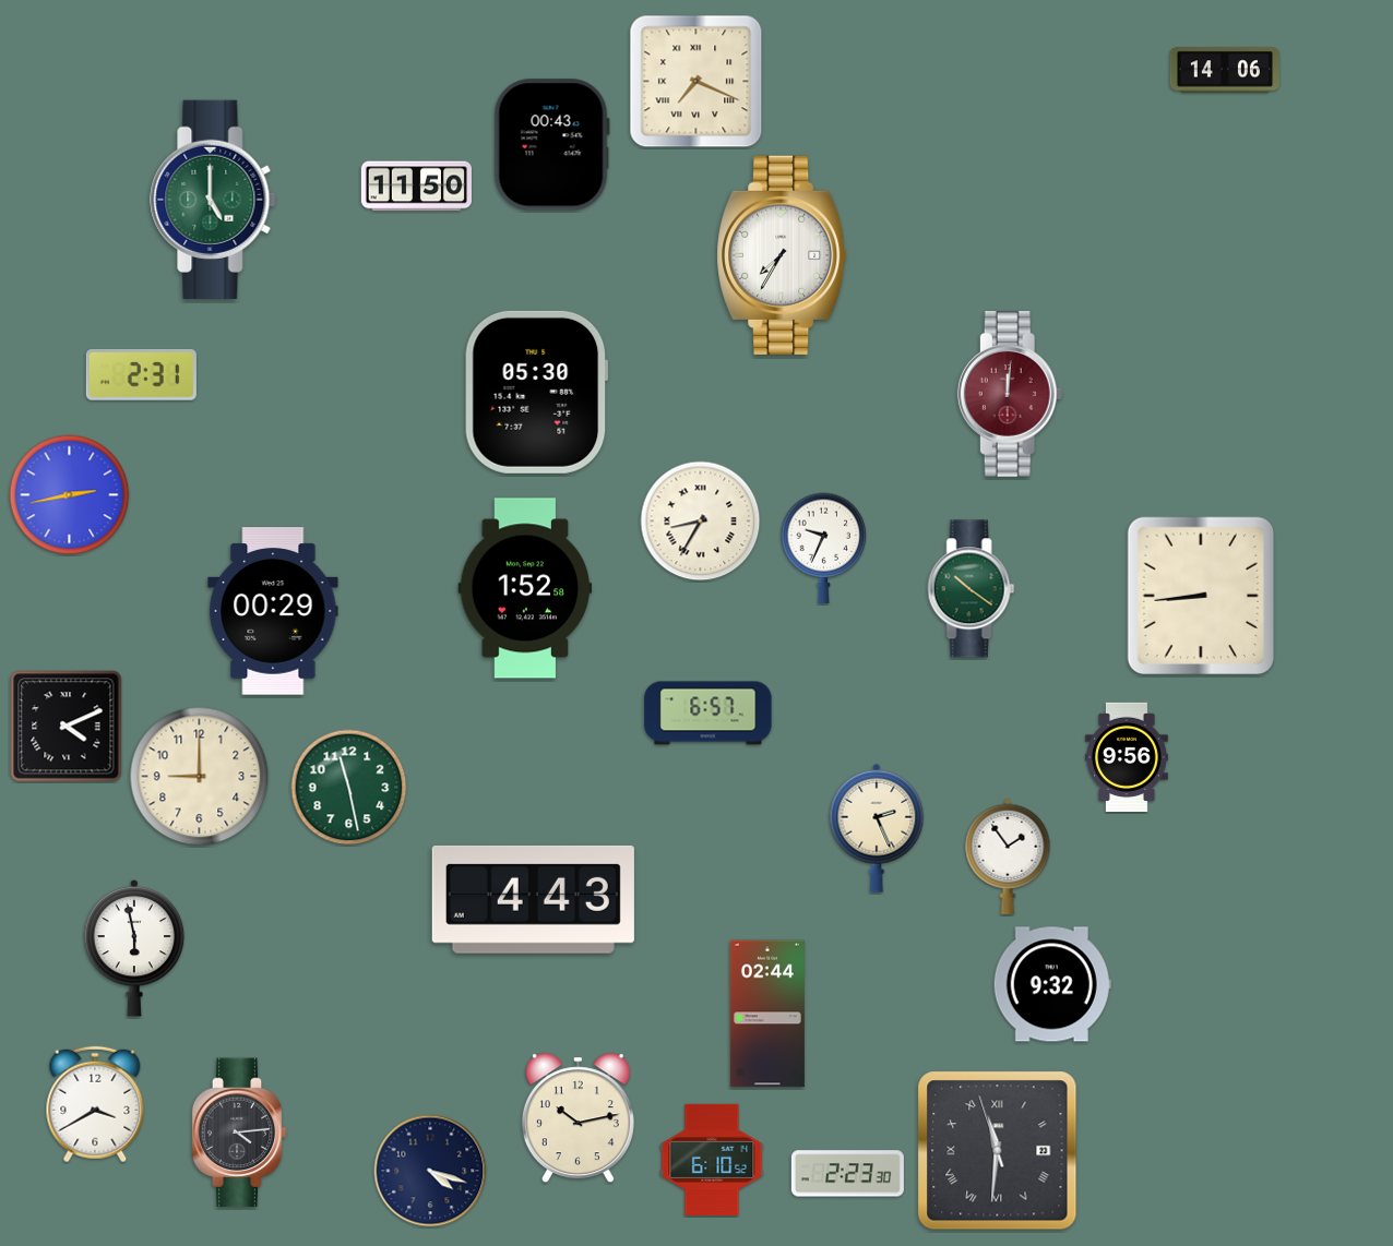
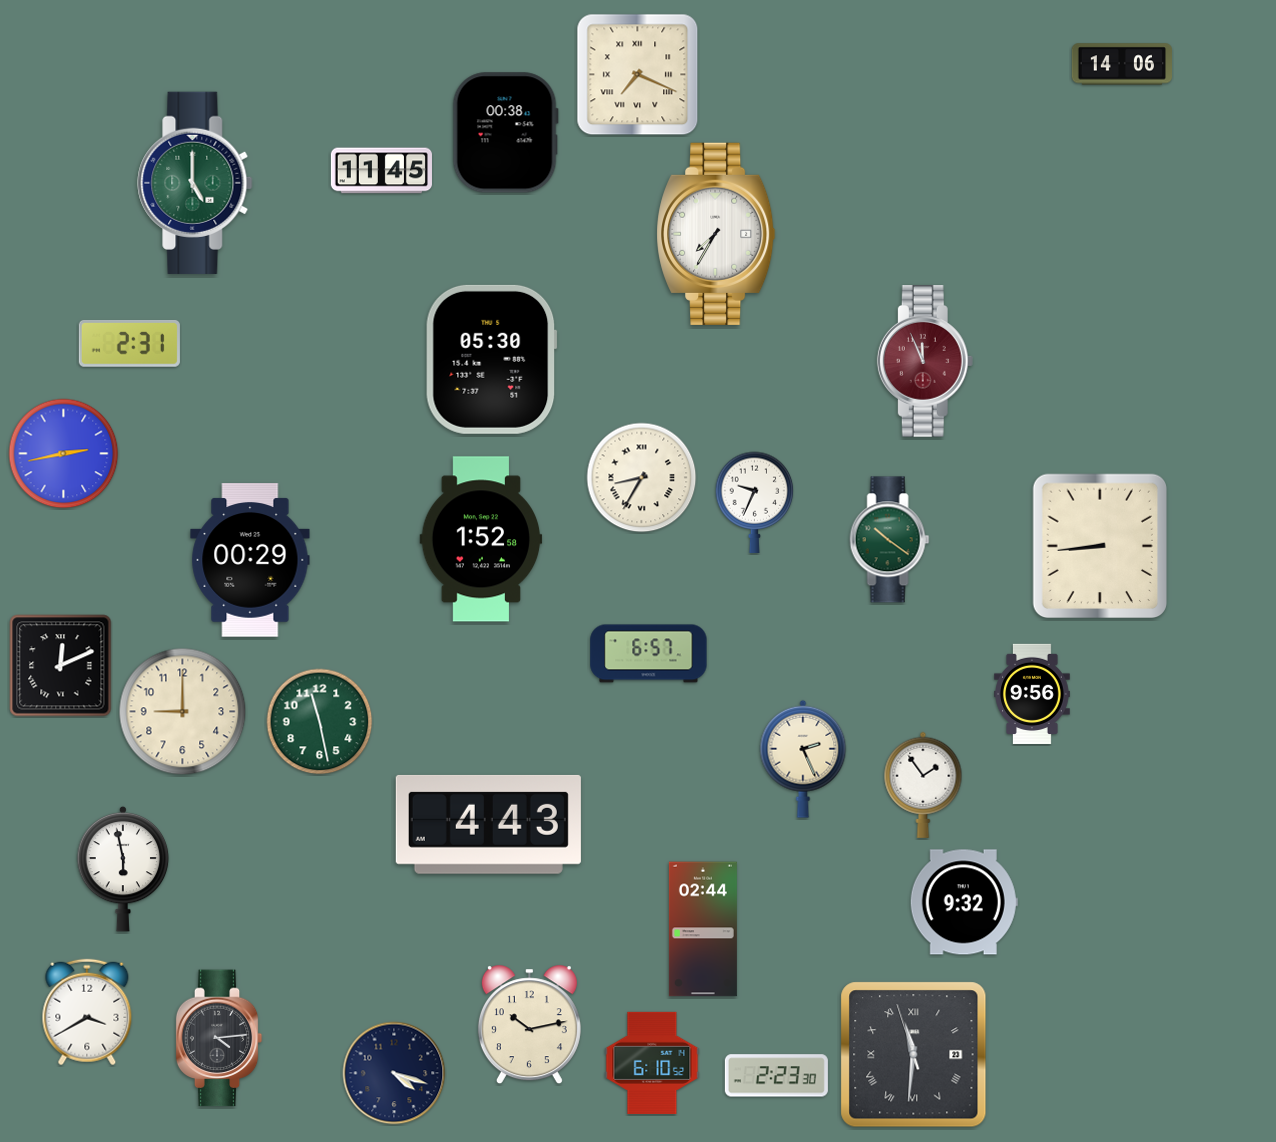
clock at (551, 145): 00:43 -> 00:38
clock at (416, 187): 11:50 -> 11:45
clock at (1010, 395): 12:01 -> 11:56
clock at (67, 727): 4:11 -> 12:11
